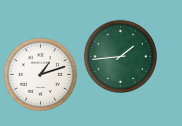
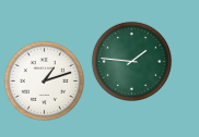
clock at (121, 57): 1:44 -> 1:46
